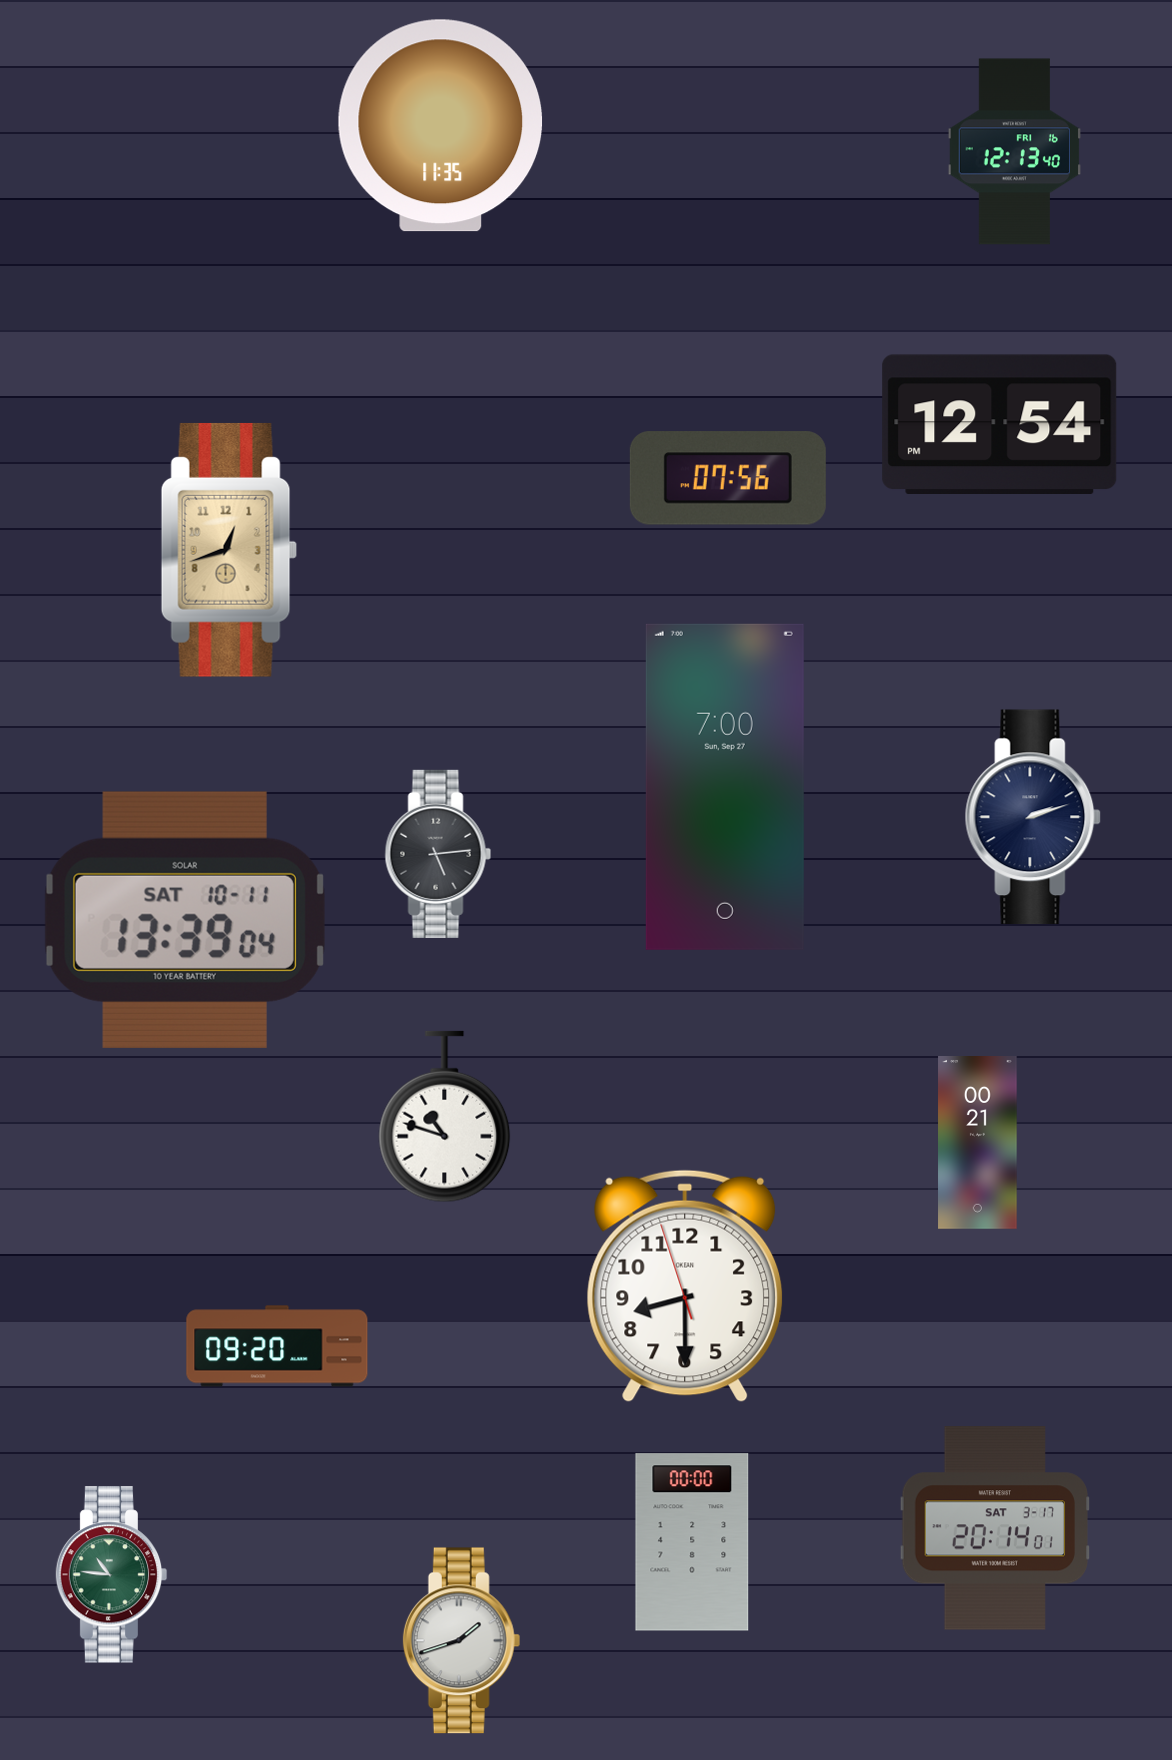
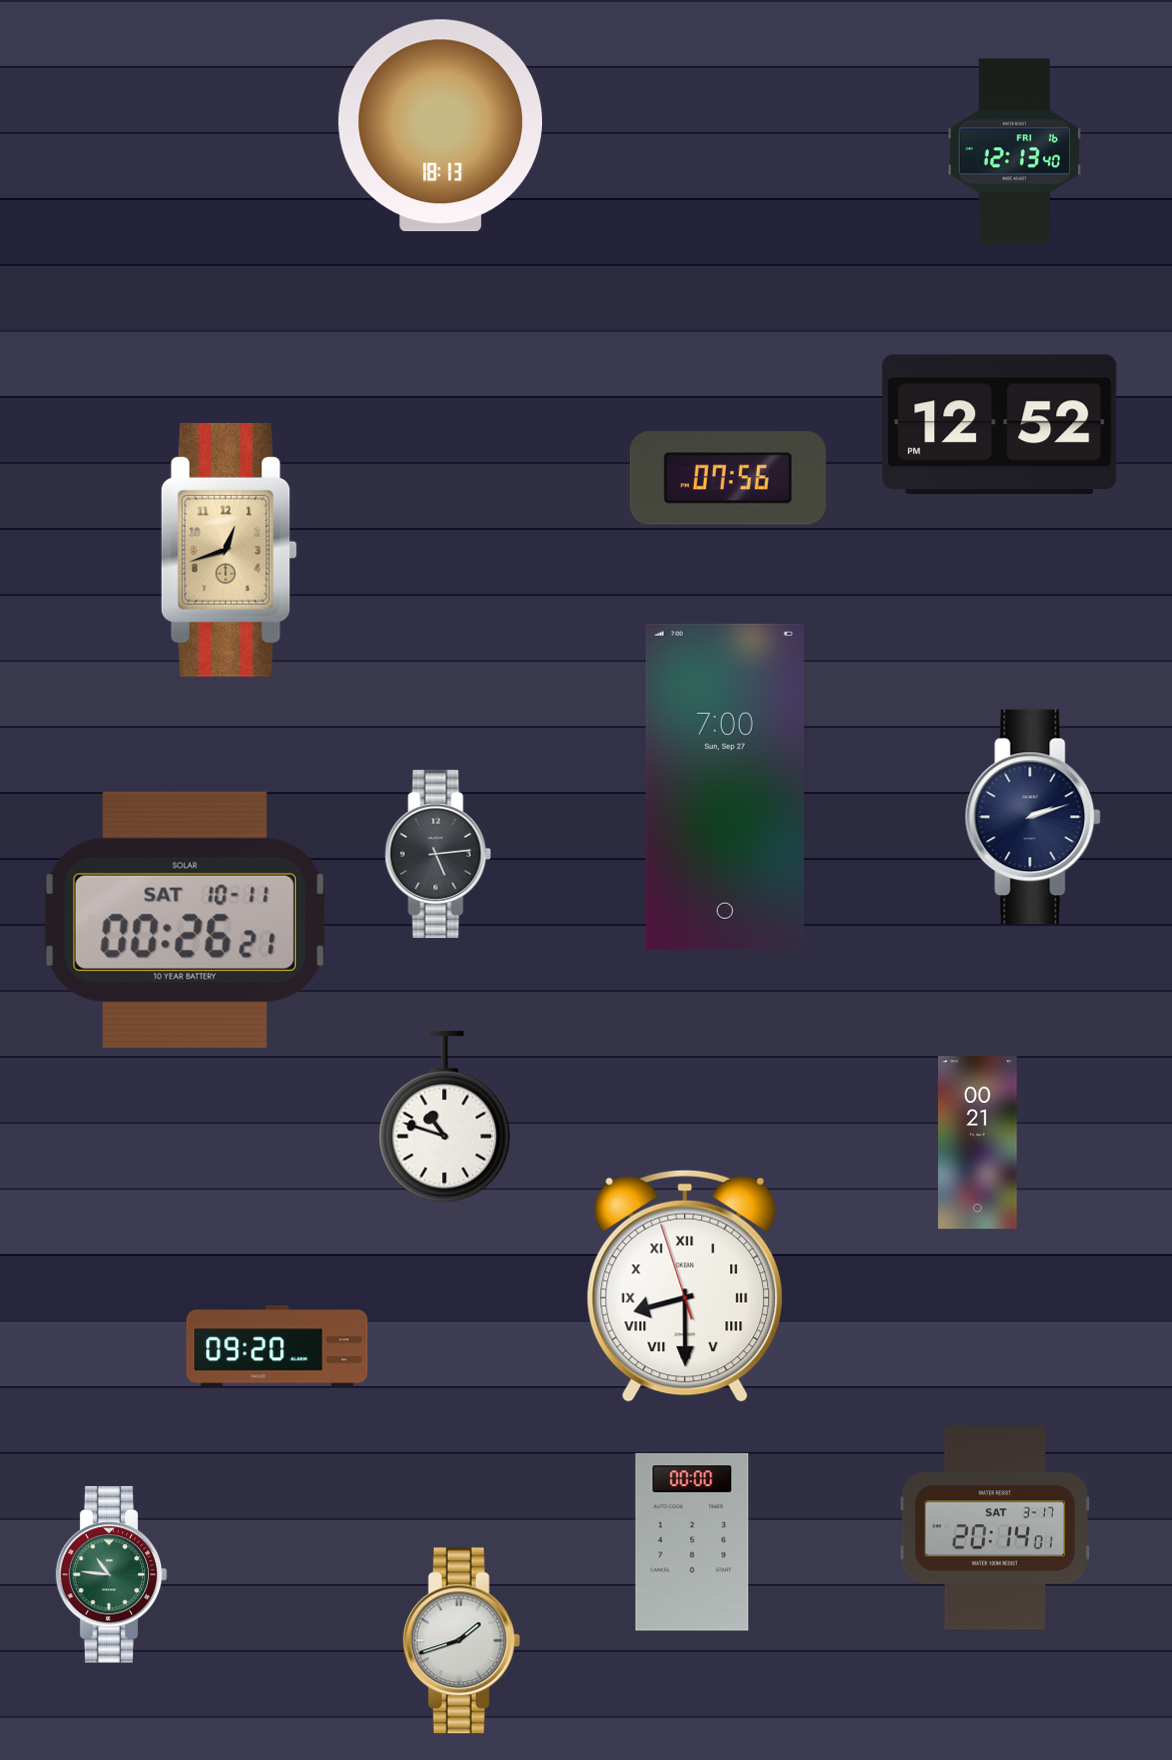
clock at (441, 126): 11:35 -> 18:13
clock at (1000, 424): 12:54 -> 12:52
clock at (185, 920): 13:39 -> 00:26
clock at (685, 1286) numerals: Arabic -> Roman
